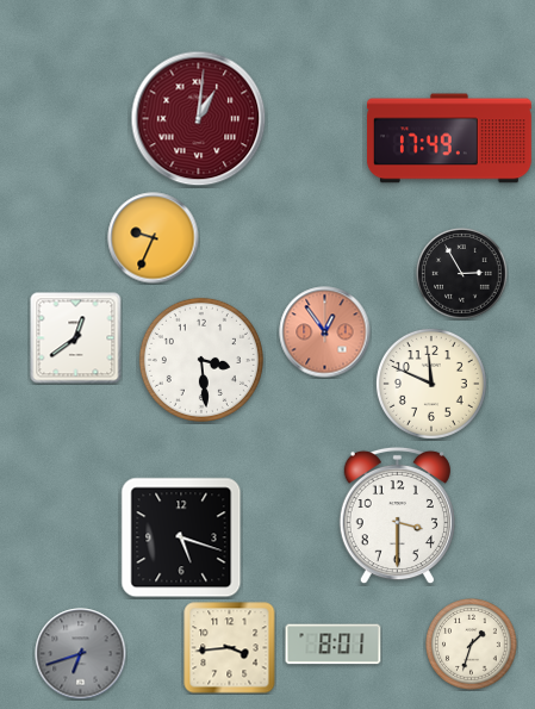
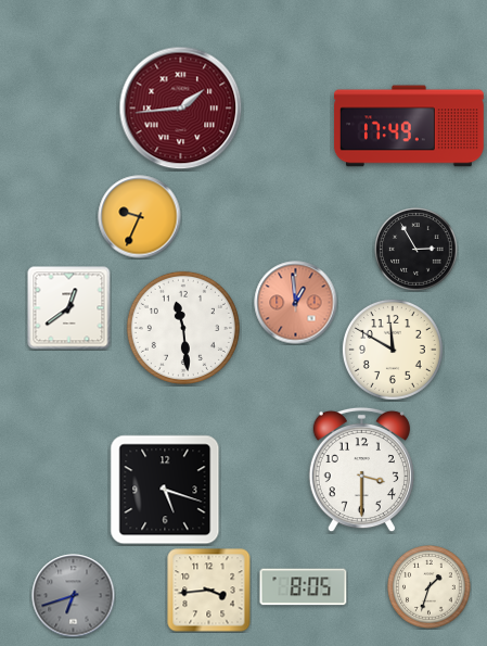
clock at (199, 119): 1:01 -> 1:44
clock at (462, 274) position: (462, 274) -> (416, 250)
clock at (325, 332): 12:54 -> 12:59
clock at (201, 360): 3:29 -> 11:29
clock at (431, 384): 11:49 -> 11:50
clock at (334, 645): 8:01 -> 8:05
